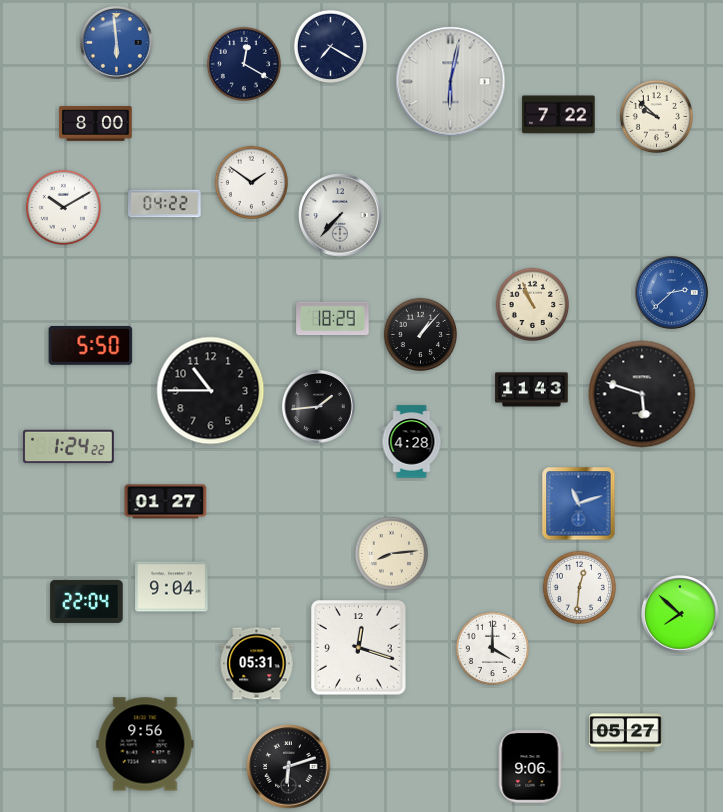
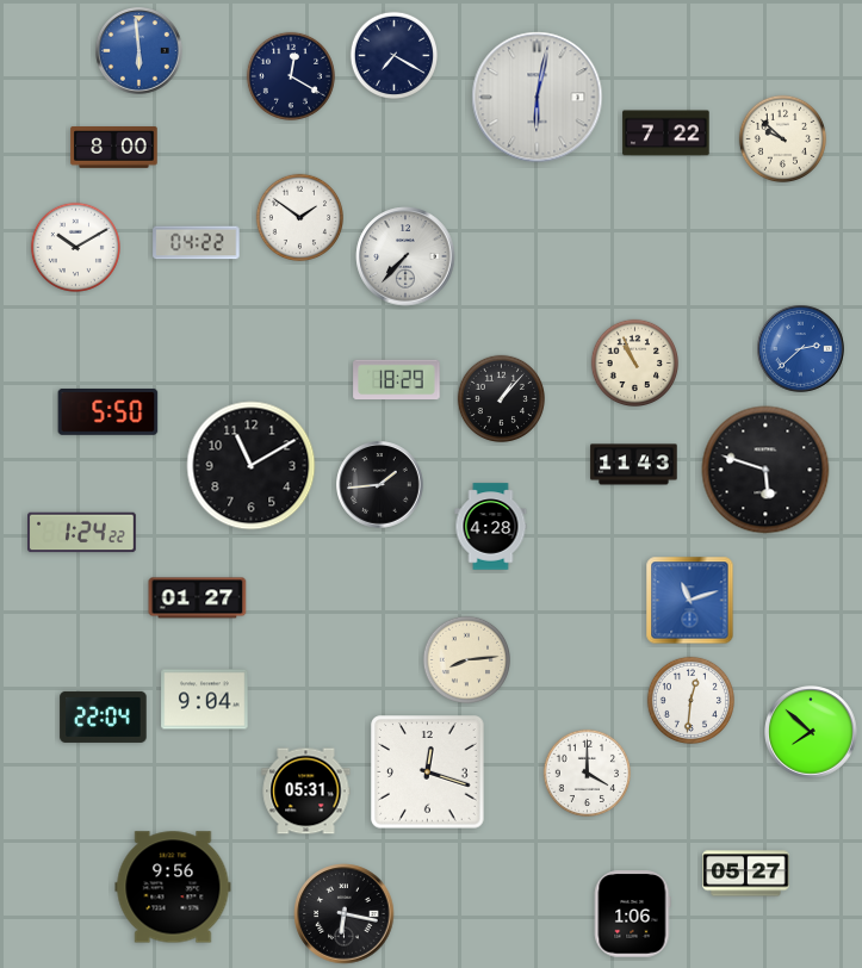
clock at (559, 115) position: (559, 115) -> (666, 134)
clock at (211, 391): 10:45 -> 11:10
clock at (289, 767): 6:12 -> 6:17
clock at (530, 767): 9:06 -> 1:06
